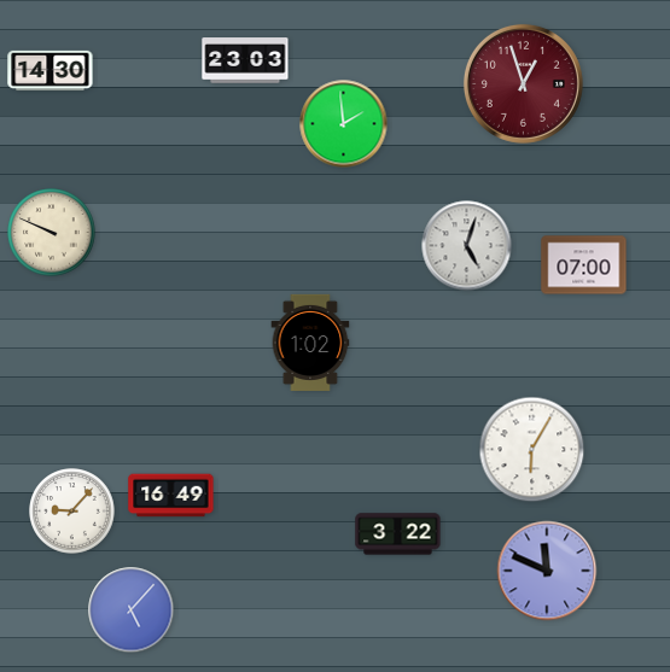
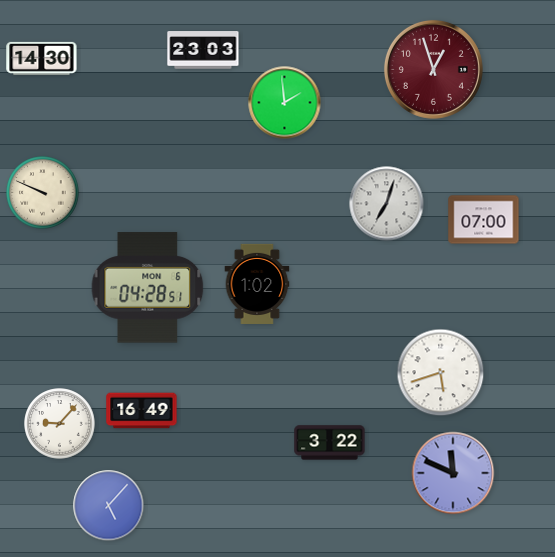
clock at (467, 246): 5:03 -> 7:03
clock at (148, 288): none -> 04:28
clock at (532, 450): 6:05 -> 5:42
